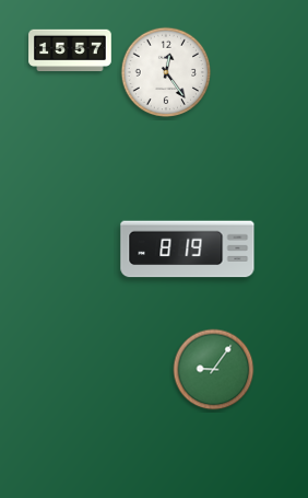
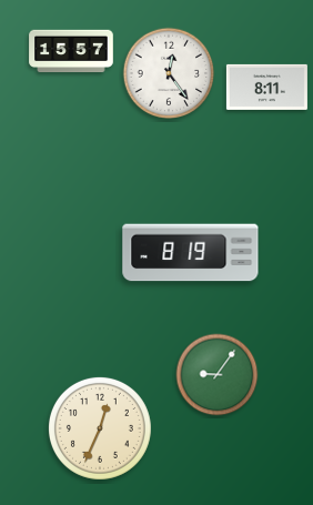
clock at (266, 87): none -> 8:11
clock at (100, 428): none -> 12:34
